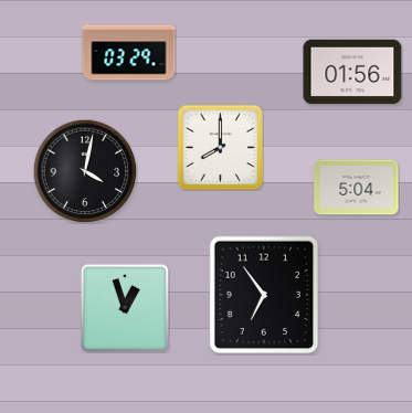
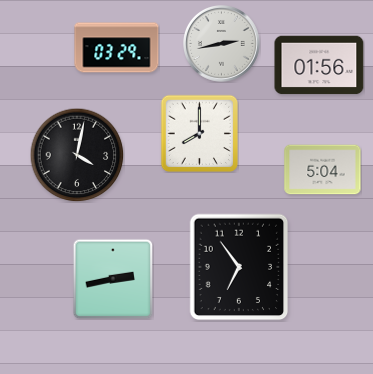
clock at (222, 44): none -> 2:43
clock at (125, 308): 12:57 -> 2:43
